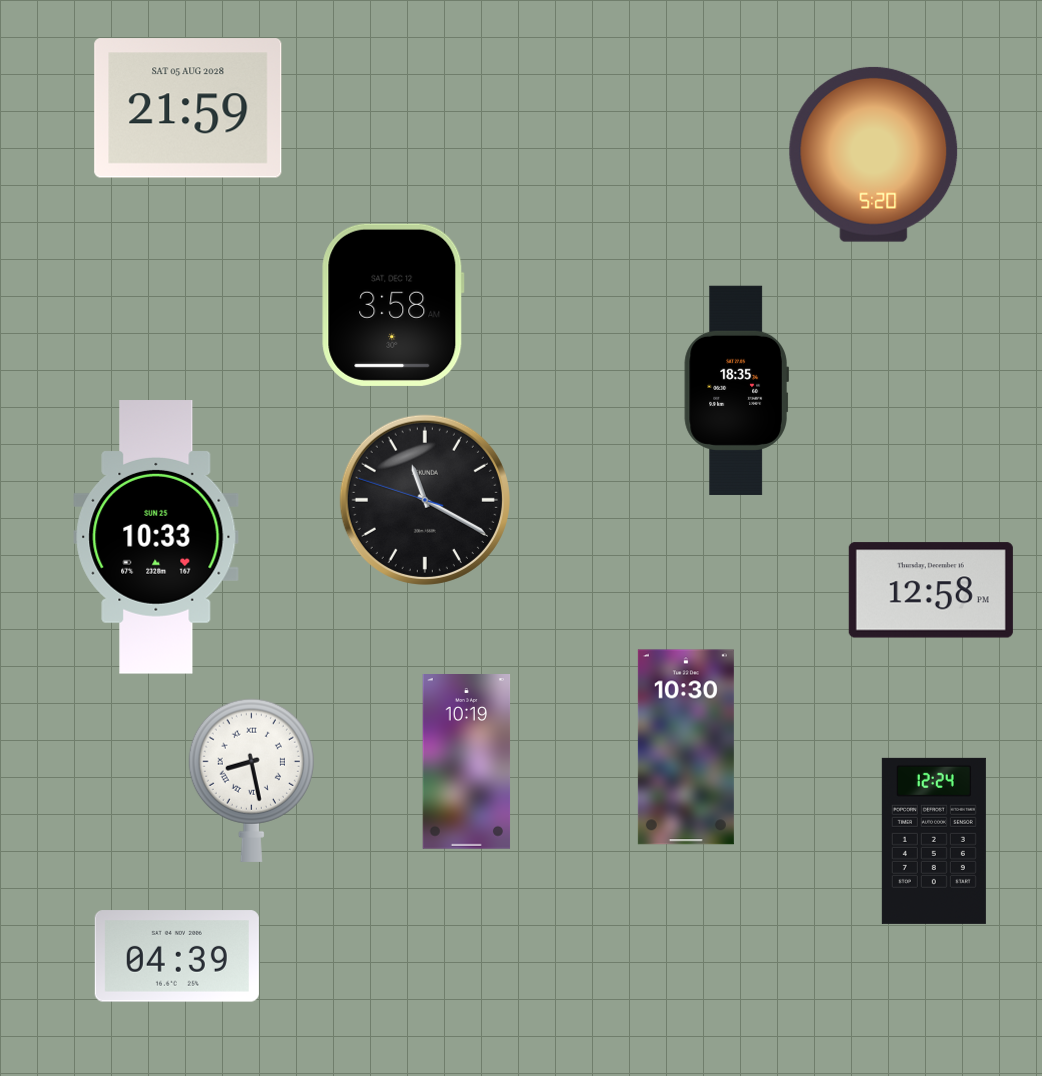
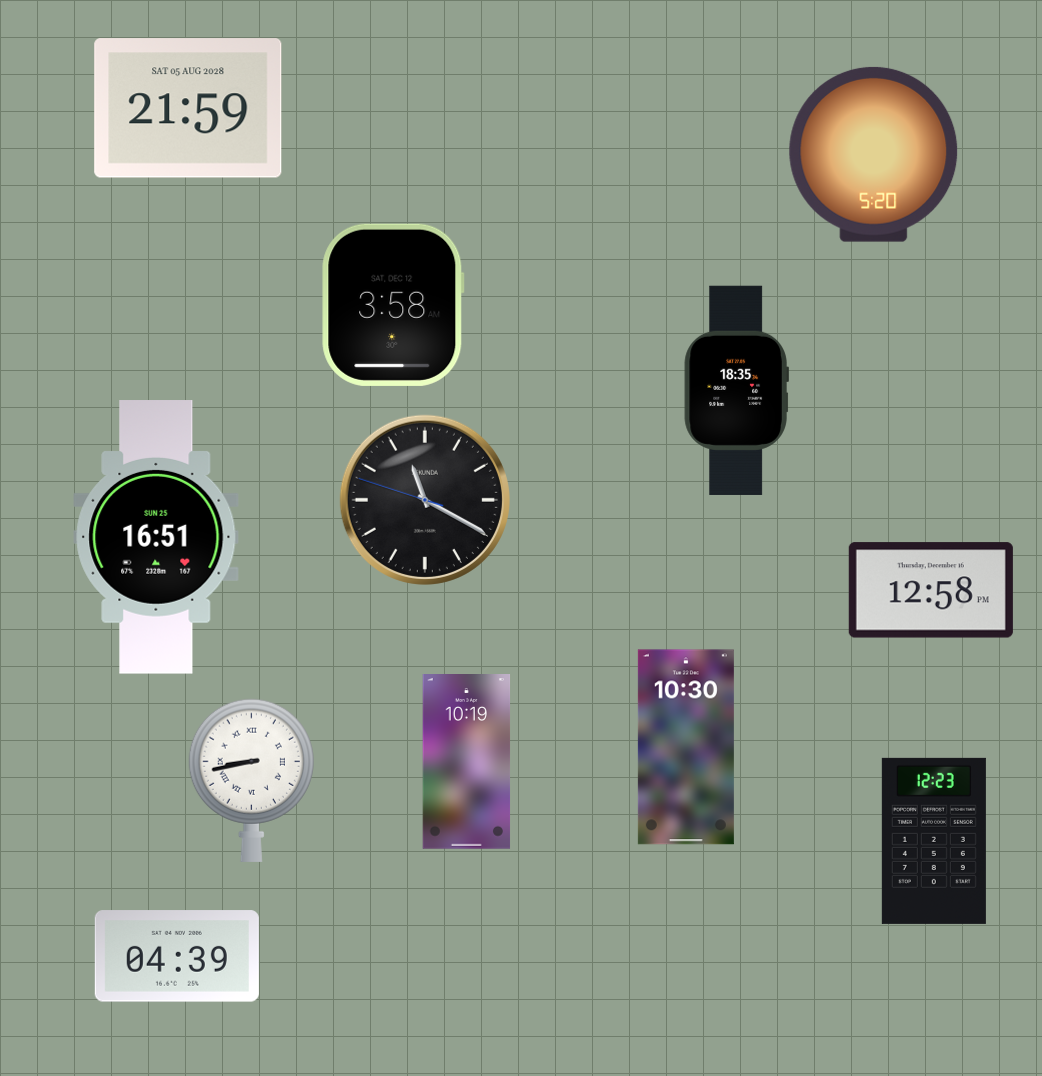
clock at (156, 537): 10:33 -> 16:51
clock at (251, 780): 8:28 -> 8:43
clock at (934, 841): 12:24 -> 12:23
